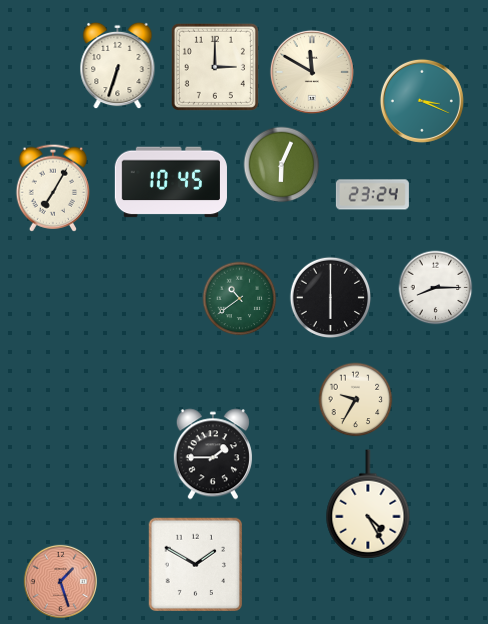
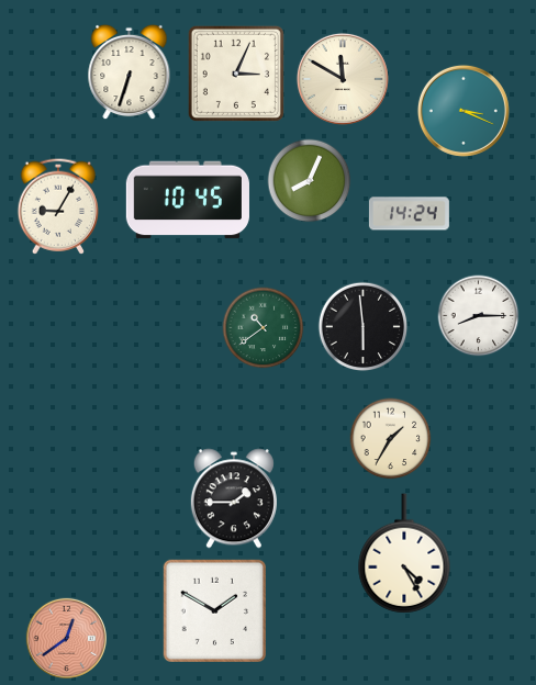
clock at (215, 67): 3:00 -> 3:04
clock at (282, 165): 6:04 -> 8:04
clock at (52, 188): 7:05 -> 9:05
clock at (372, 195): 23:24 -> 14:24
clock at (331, 298): 6:00 -> 5:59
clock at (356, 400): 9:35 -> 1:35
clock at (195, 564) position: (195, 564) -> (214, 610)
clock at (60, 581): 1:27 -> 12:39
